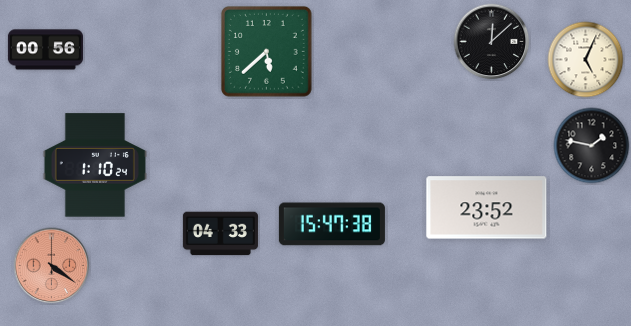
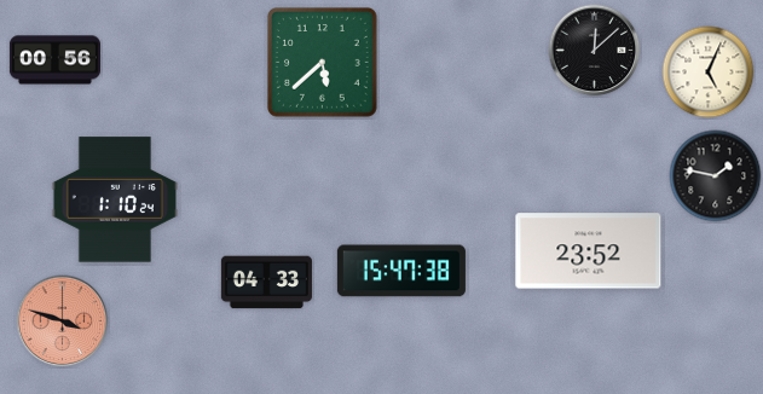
clock at (52, 266): 4:21 -> 3:48
